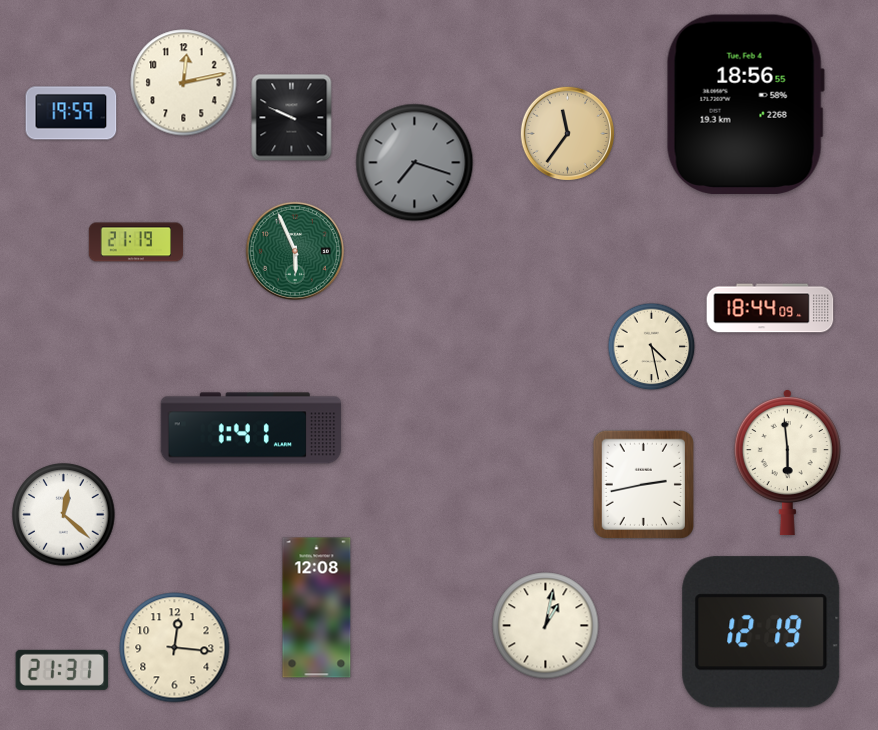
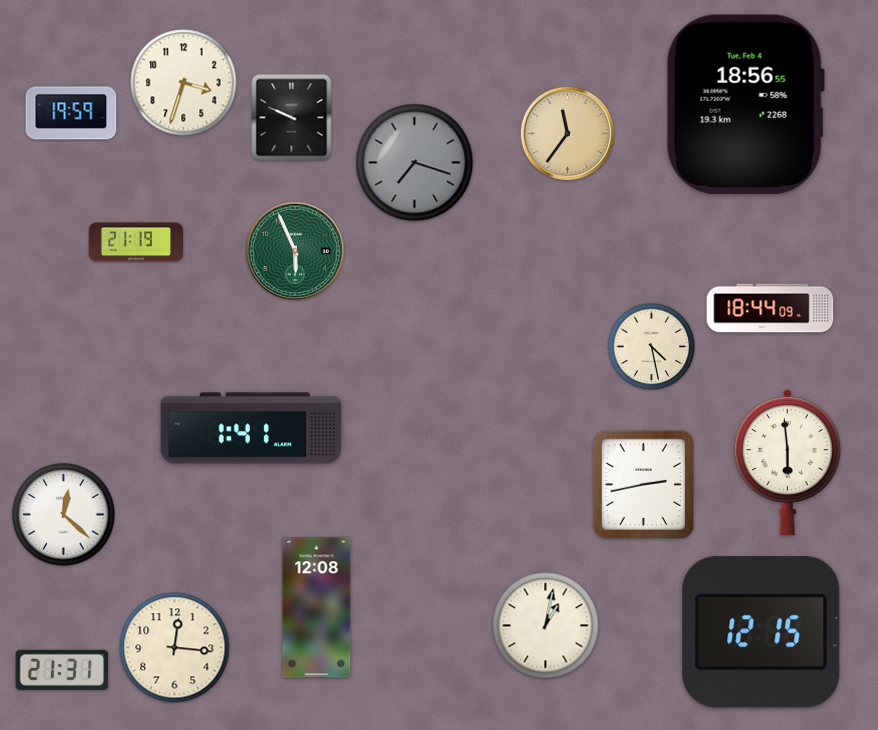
clock at (184, 83): 12:13 -> 3:33
clock at (761, 632): 12:19 -> 12:15
